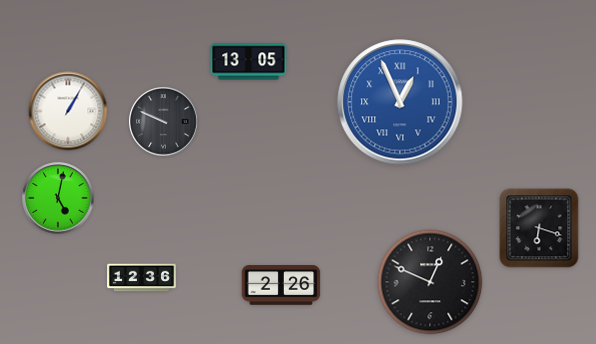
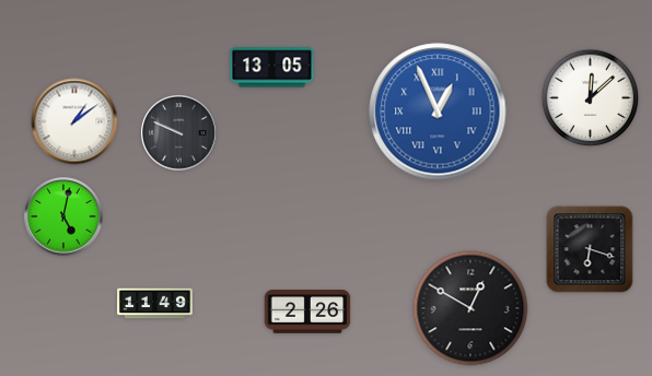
clock at (591, 98): none -> 12:08
clock at (68, 111): 1:05 -> 1:09
clock at (142, 278): 12:36 -> 11:49
clock at (430, 282): 12:49 -> 12:50
